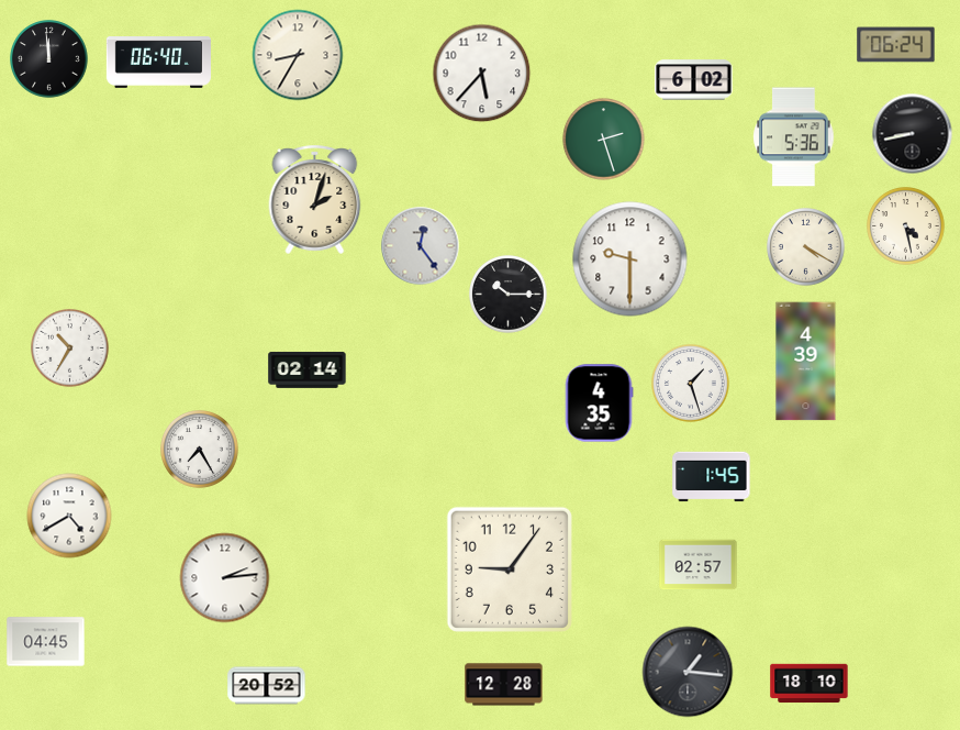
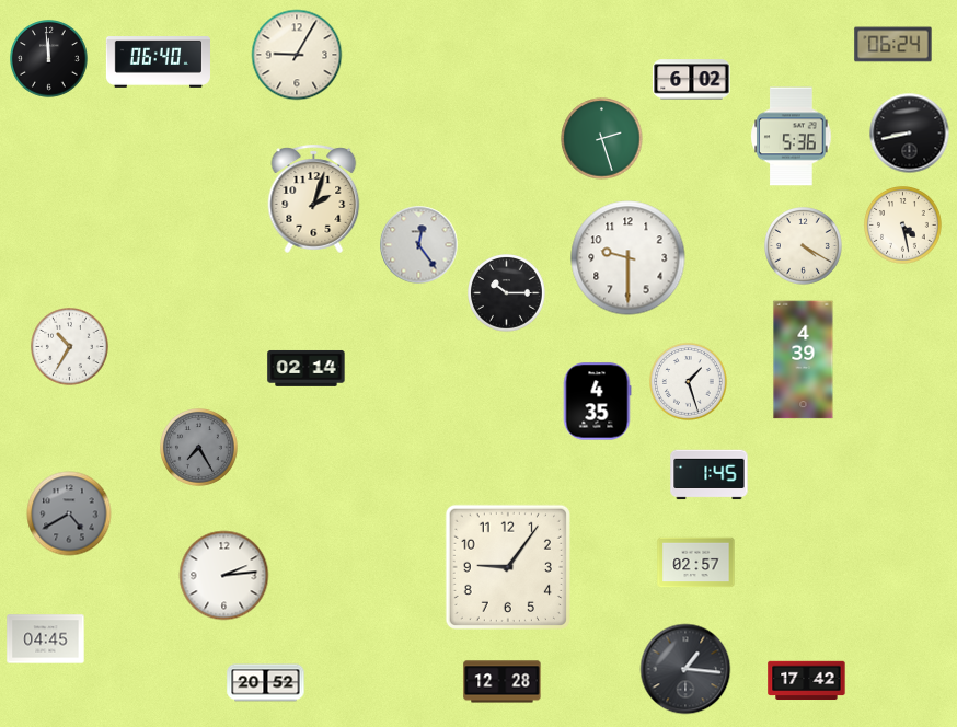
clock at (298, 55): 8:35 -> 9:05
clock at (482, 74): 5:37 -> none
clock at (200, 450) dial: white -> grey
clock at (69, 516) dial: white -> grey
clock at (810, 684): 18:10 -> 17:42
